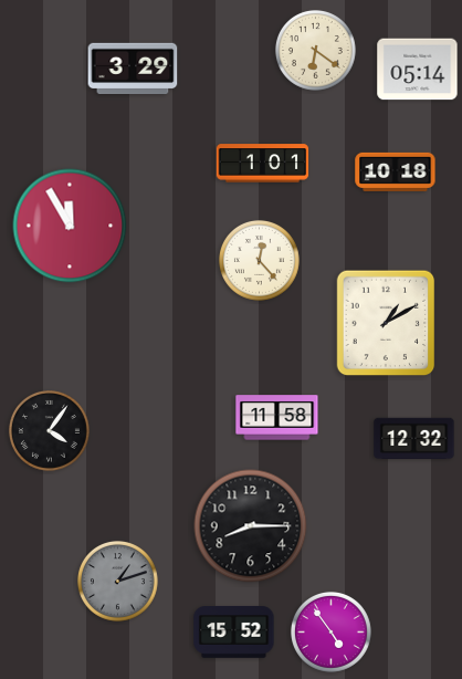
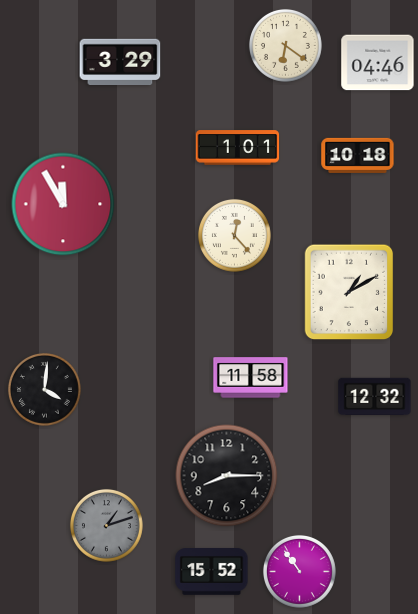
clock at (418, 70): 05:14 -> 04:46
clock at (49, 430): 4:06 -> 4:01
clock at (330, 631): 4:54 -> 10:54
